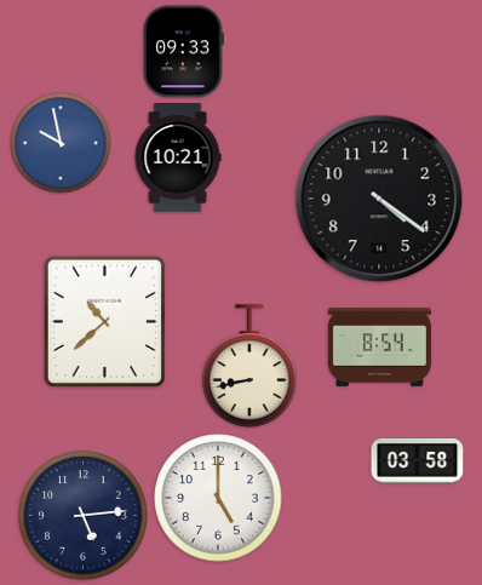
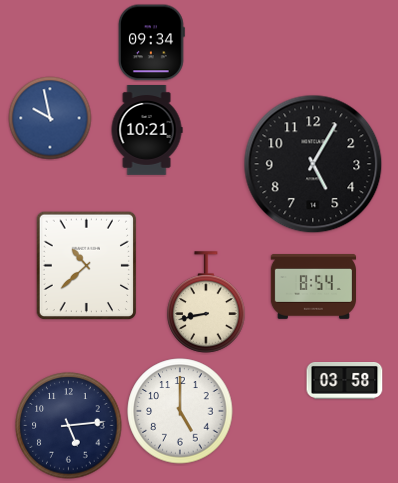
clock at (183, 52): 09:33 -> 09:34
clock at (379, 199): 4:21 -> 5:05
